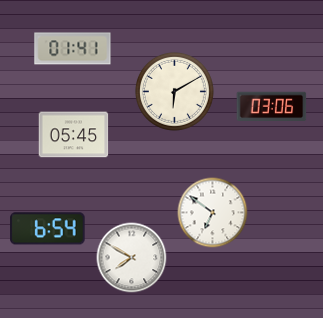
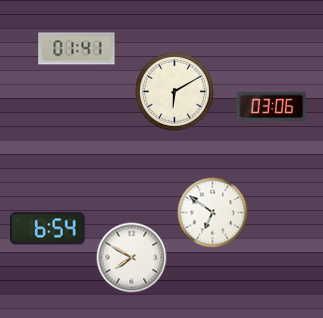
clock at (73, 49) position: (73, 49) -> (77, 49)
clock at (74, 135): 05:45 -> none
